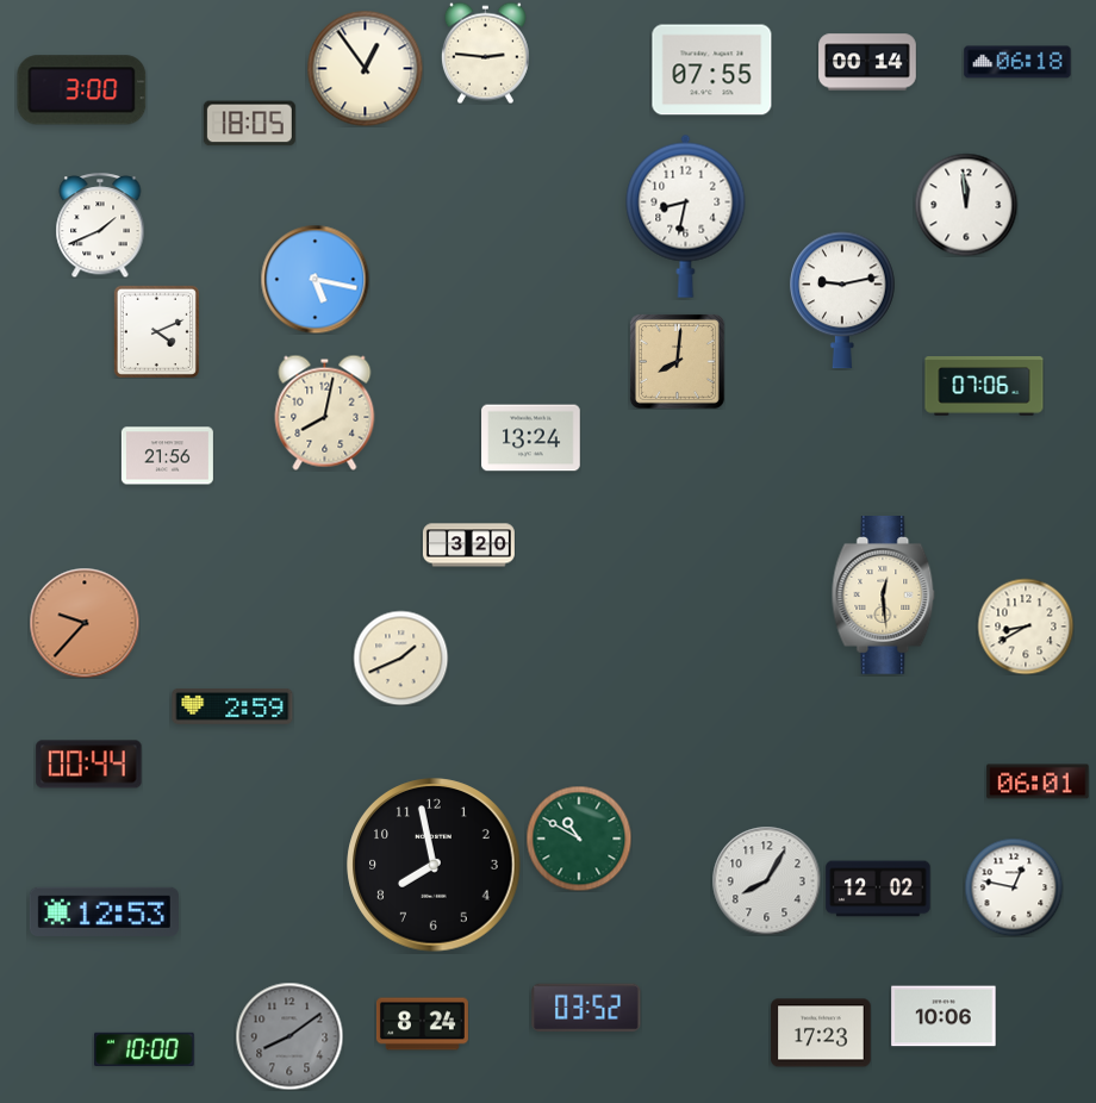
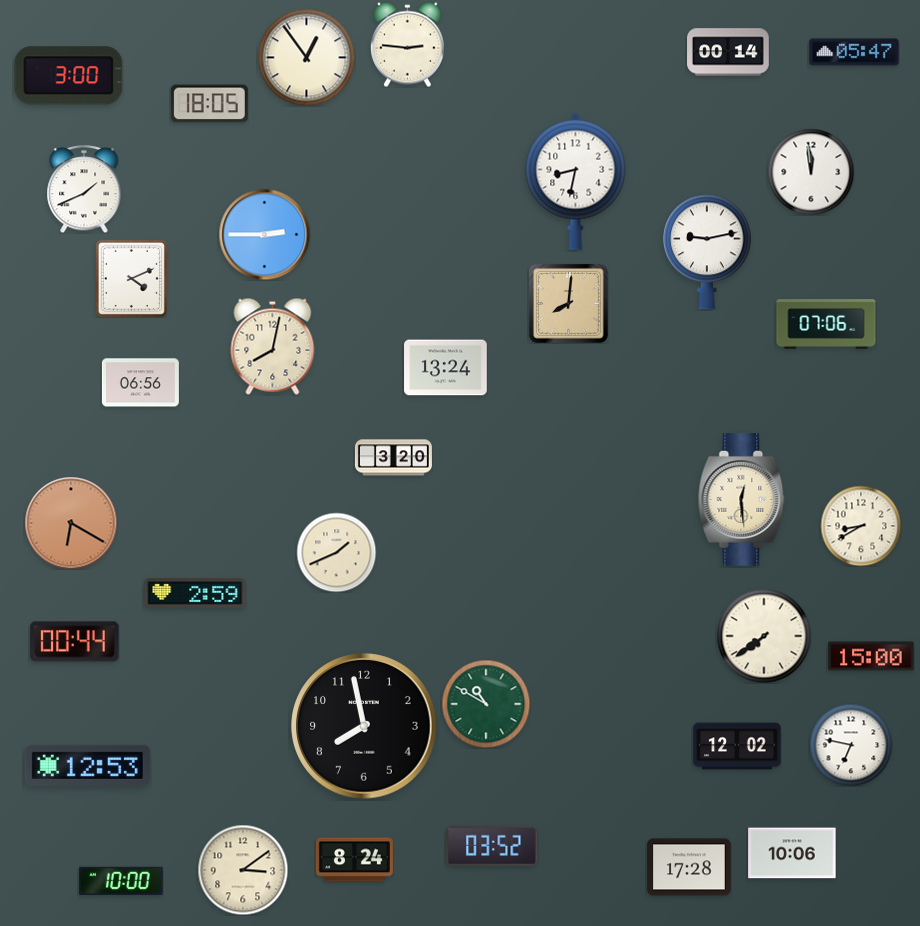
clock at (1017, 62): 06:18 -> 05:47
clock at (712, 70): 07:55 -> none
clock at (315, 279): 5:17 -> 2:45
clock at (167, 456): 21:56 -> 06:56
clock at (85, 623): 9:37 -> 6:20
clock at (764, 636): none -> 7:39
clock at (1038, 781): 06:01 -> 15:00
clock at (766, 880): 8:05 -> none
clock at (1014, 887): 12:47 -> 6:47
clock at (821, 1033): 17:23 -> 17:28
clock at (289, 1036): 8:09 -> 3:09
clock at (289, 1036) dial: grey -> cream
